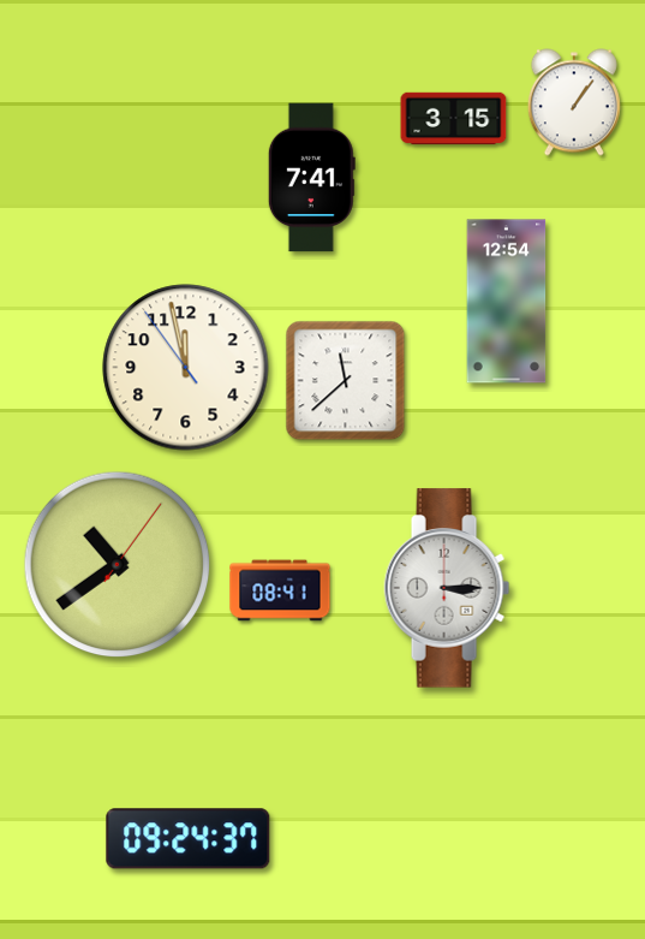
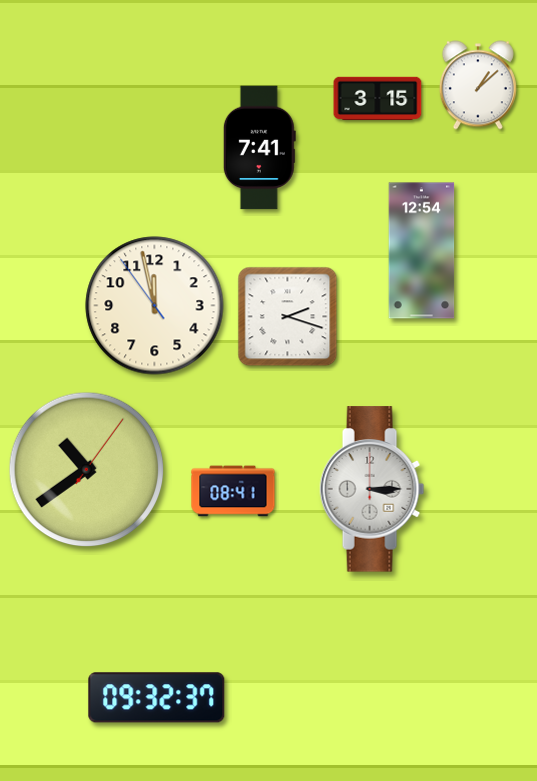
clock at (574, 102): 1:06 -> 1:08
clock at (346, 381): 11:38 -> 2:18
clock at (118, 565) position: (118, 565) -> (87, 470)
clock at (189, 839): 09:24 -> 09:32
